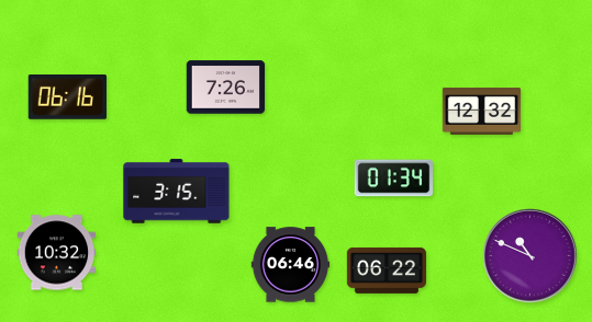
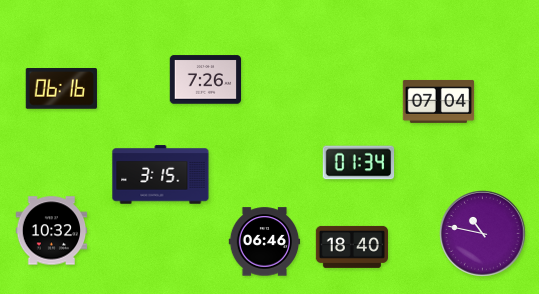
clock at (482, 111): 12:32 -> 07:04
clock at (530, 256): 10:49 -> 10:47
clock at (386, 271): 06:22 -> 18:40
